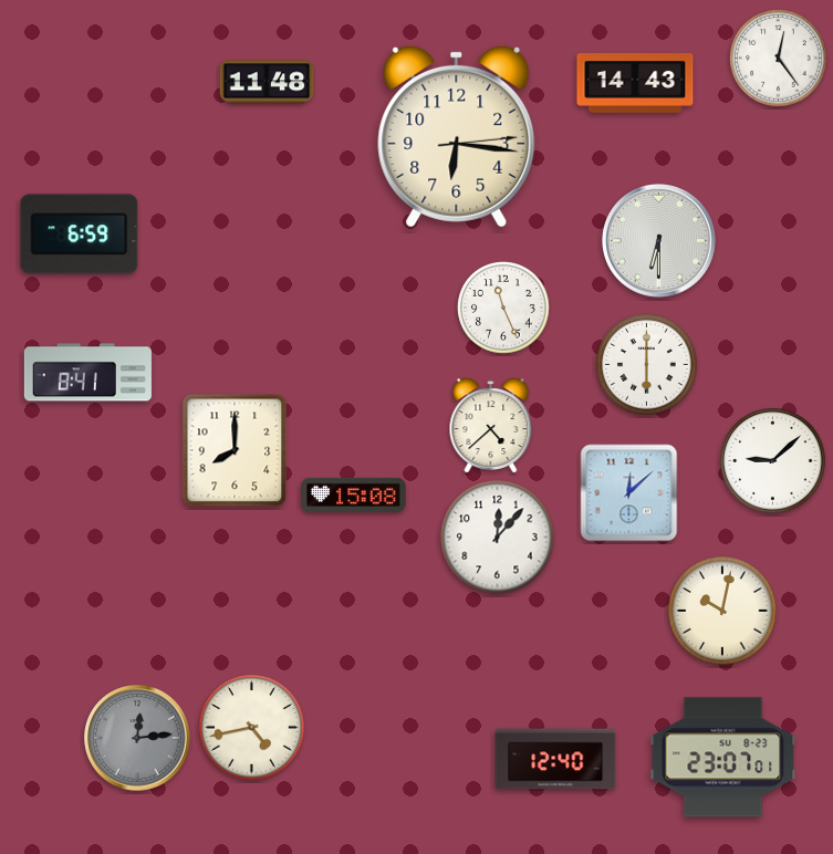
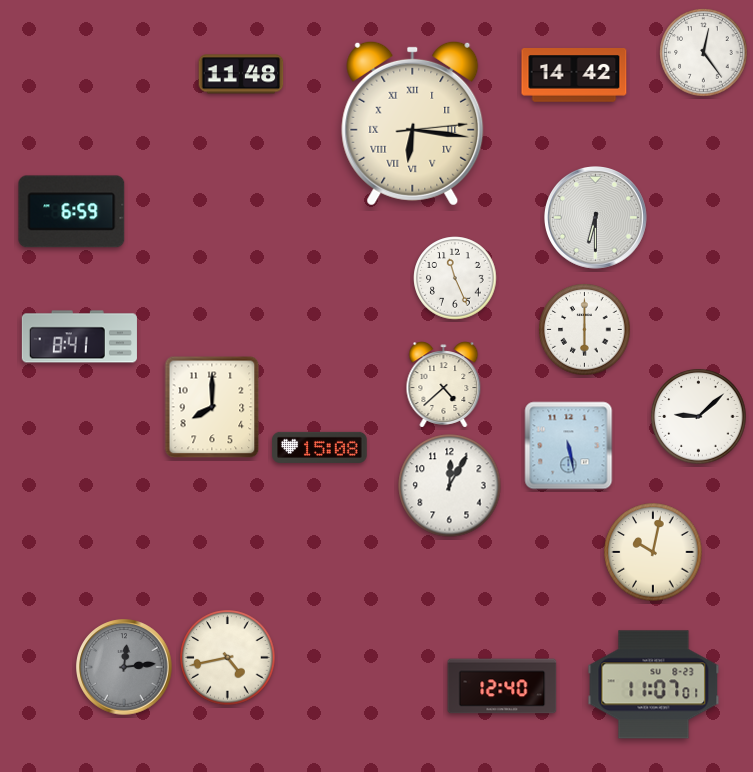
clock at (635, 83): 14:43 -> 14:42
clock at (457, 136) numerals: Arabic -> Roman
clock at (629, 493): 12:08 -> 5:28
clock at (498, 538): 12:07 -> 12:05
clock at (723, 758): 23:07 -> 11:07
